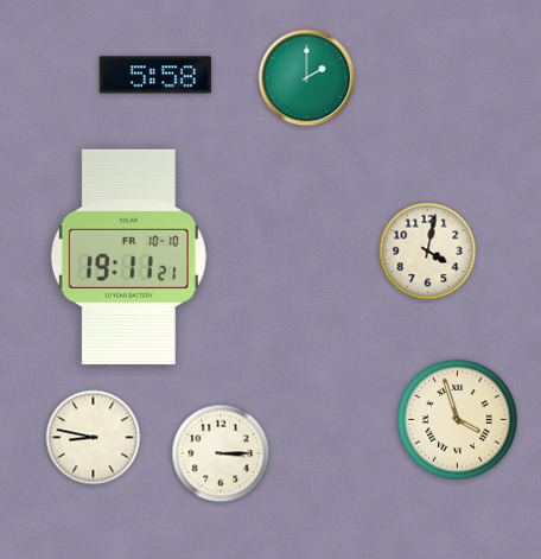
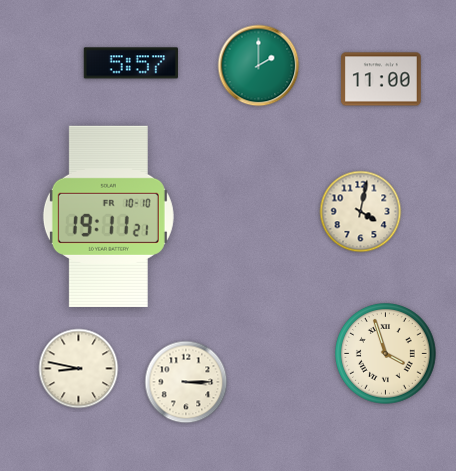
clock at (155, 75): 5:58 -> 5:57
clock at (382, 79): none -> 11:00
